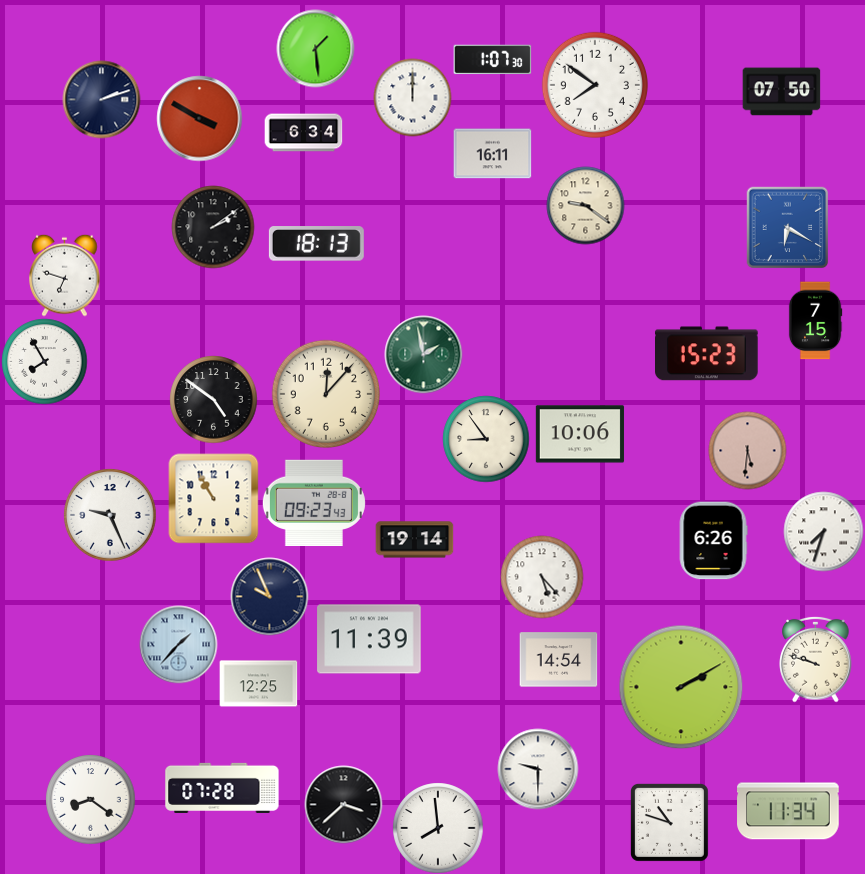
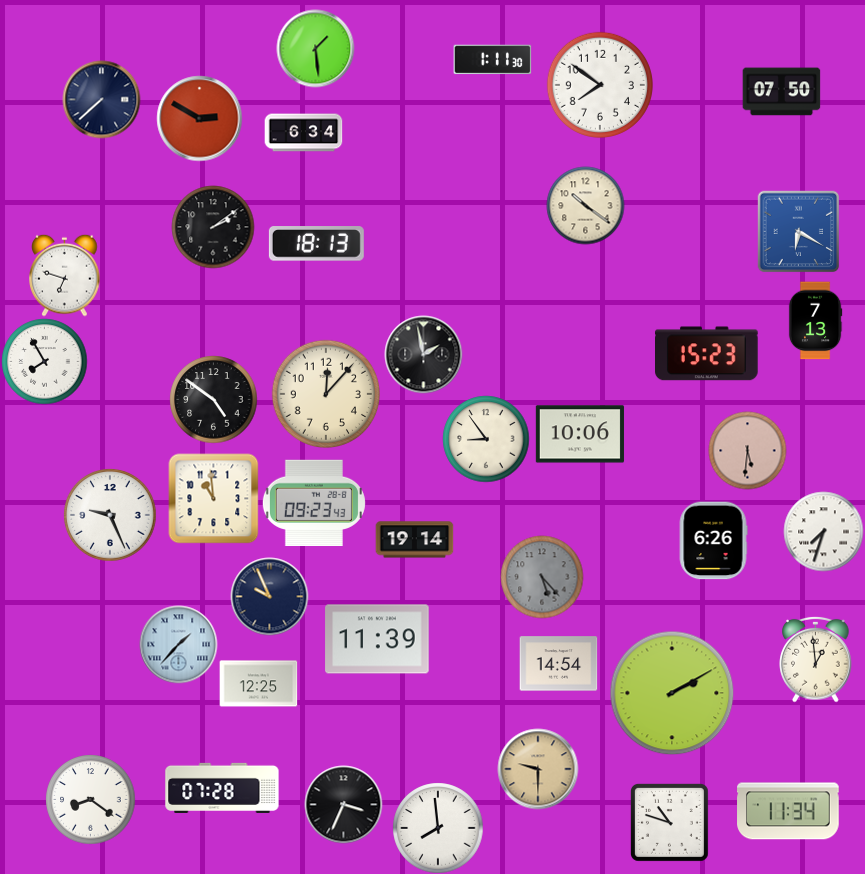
clock at (492, 60): 1:07 -> 1:11
clock at (595, 85) position: (595, 85) -> (600, 85)
clock at (412, 97): 12:00 -> none
clock at (101, 99): 2:12 -> 7:38
clock at (199, 118): 3:50 -> 2:50
clock at (492, 154): 16:11 -> none
clock at (585, 205): 9:21 -> 10:21
clock at (787, 227) position: (787, 227) -> (798, 231)
clock at (815, 320): 7:15 -> 7:13
clock at (423, 354) dial: green -> black
clock at (213, 498): 10:55 -> 10:59
clock at (542, 577) dial: white -> grey
clock at (369, 639) position: (369, 639) -> (377, 639)
clock at (816, 659): 9:48 -> 12:59
clock at (558, 660) position: (558, 660) -> (558, 664)
clock at (681, 687) position: (681, 687) -> (672, 693)
clock at (538, 769) dial: white -> champagne
clock at (343, 804): 3:38 -> 3:34
